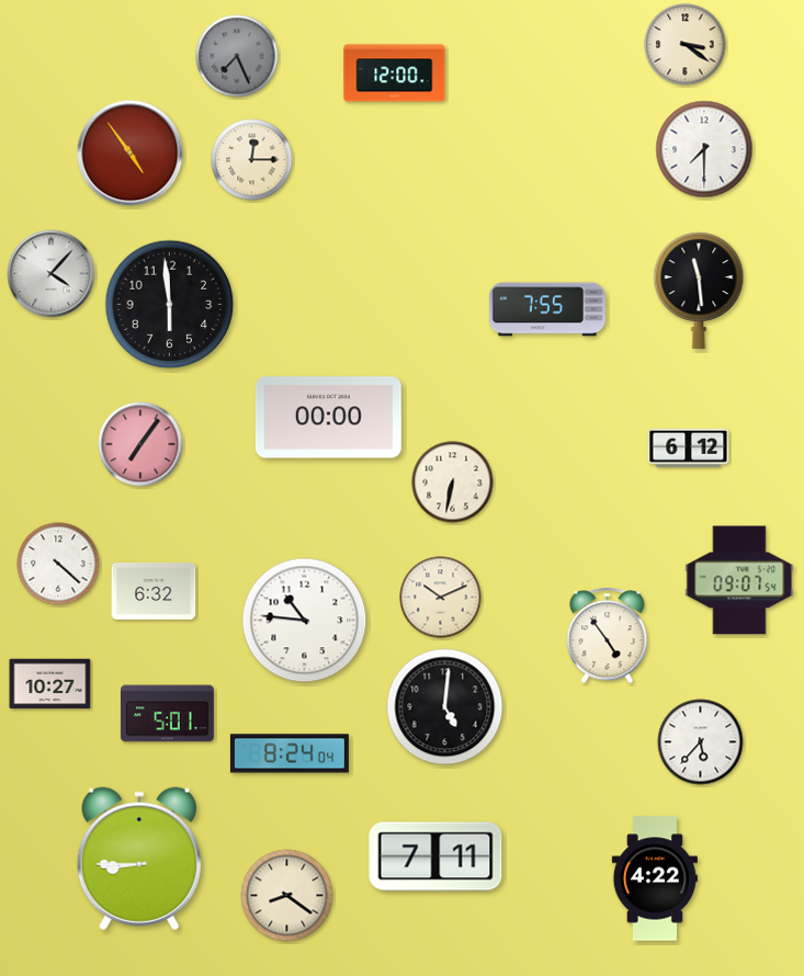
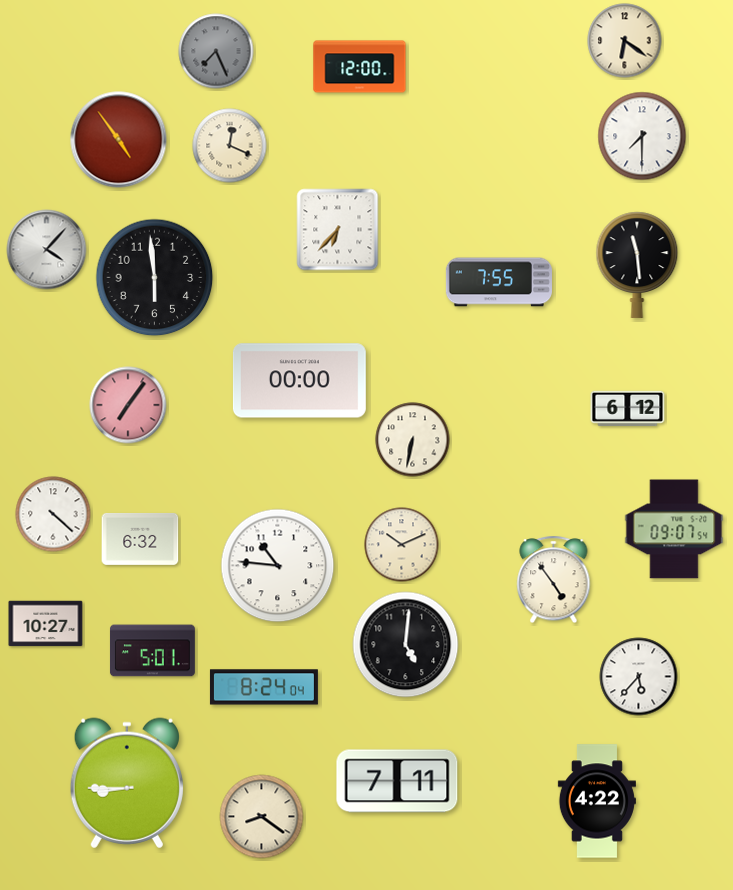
clock at (686, 45): 3:21 -> 6:21
clock at (252, 160): 12:15 -> 12:19
clock at (338, 230): none -> 6:37
